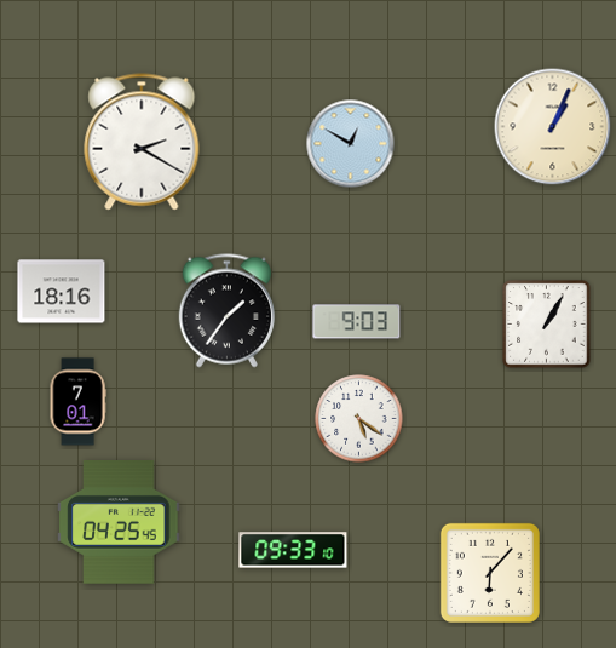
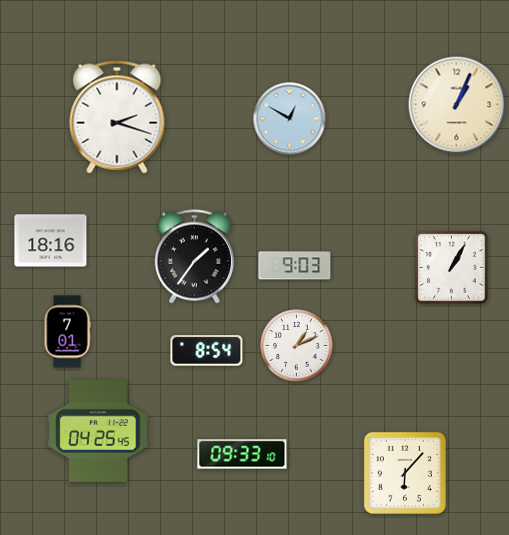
clock at (142, 142): 2:20 -> 2:18
clock at (226, 311) position: (226, 311) -> (194, 257)
clock at (77, 402) position: (77, 402) -> (67, 332)
clock at (359, 419): 5:21 -> 1:11
clock at (207, 351): none -> 8:54
